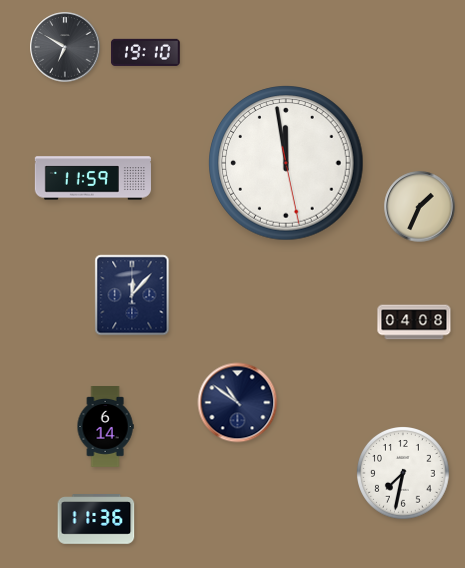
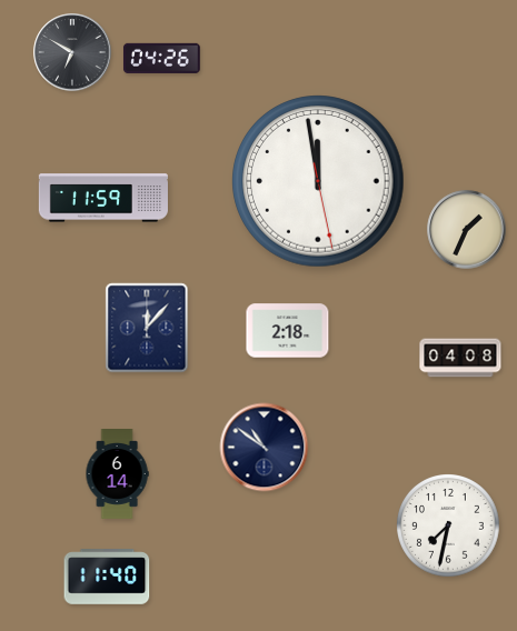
clock at (146, 52): 19:10 -> 04:26
clock at (288, 331): none -> 2:18
clock at (96, 519): 11:36 -> 11:40
